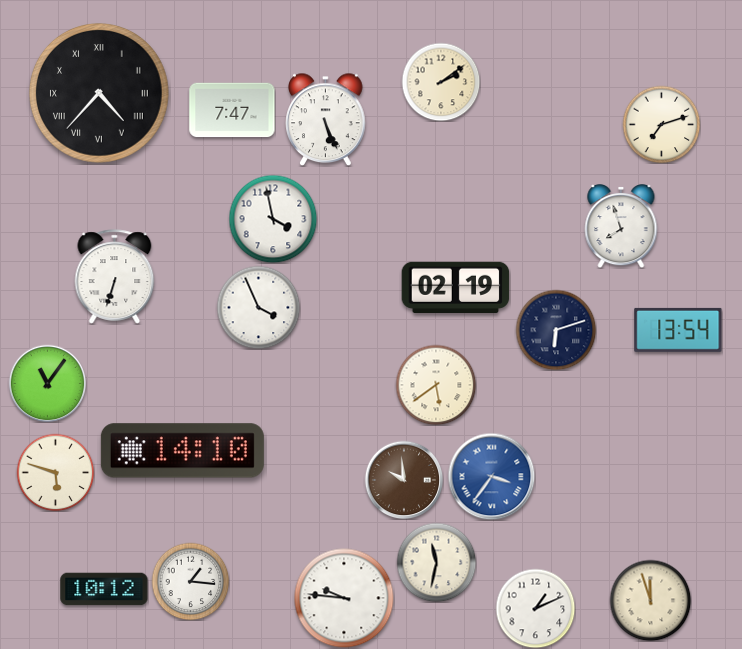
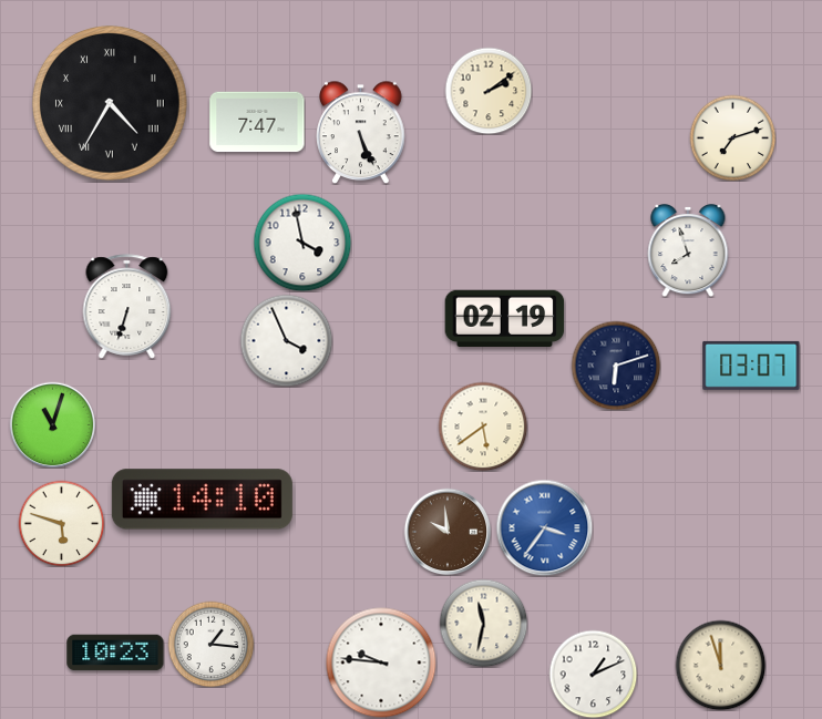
clock at (100, 94): 4:37 -> 4:35
clock at (678, 330): 13:54 -> 03:07
clock at (47, 383): 11:06 -> 11:03
clock at (104, 589): 10:12 -> 10:23
